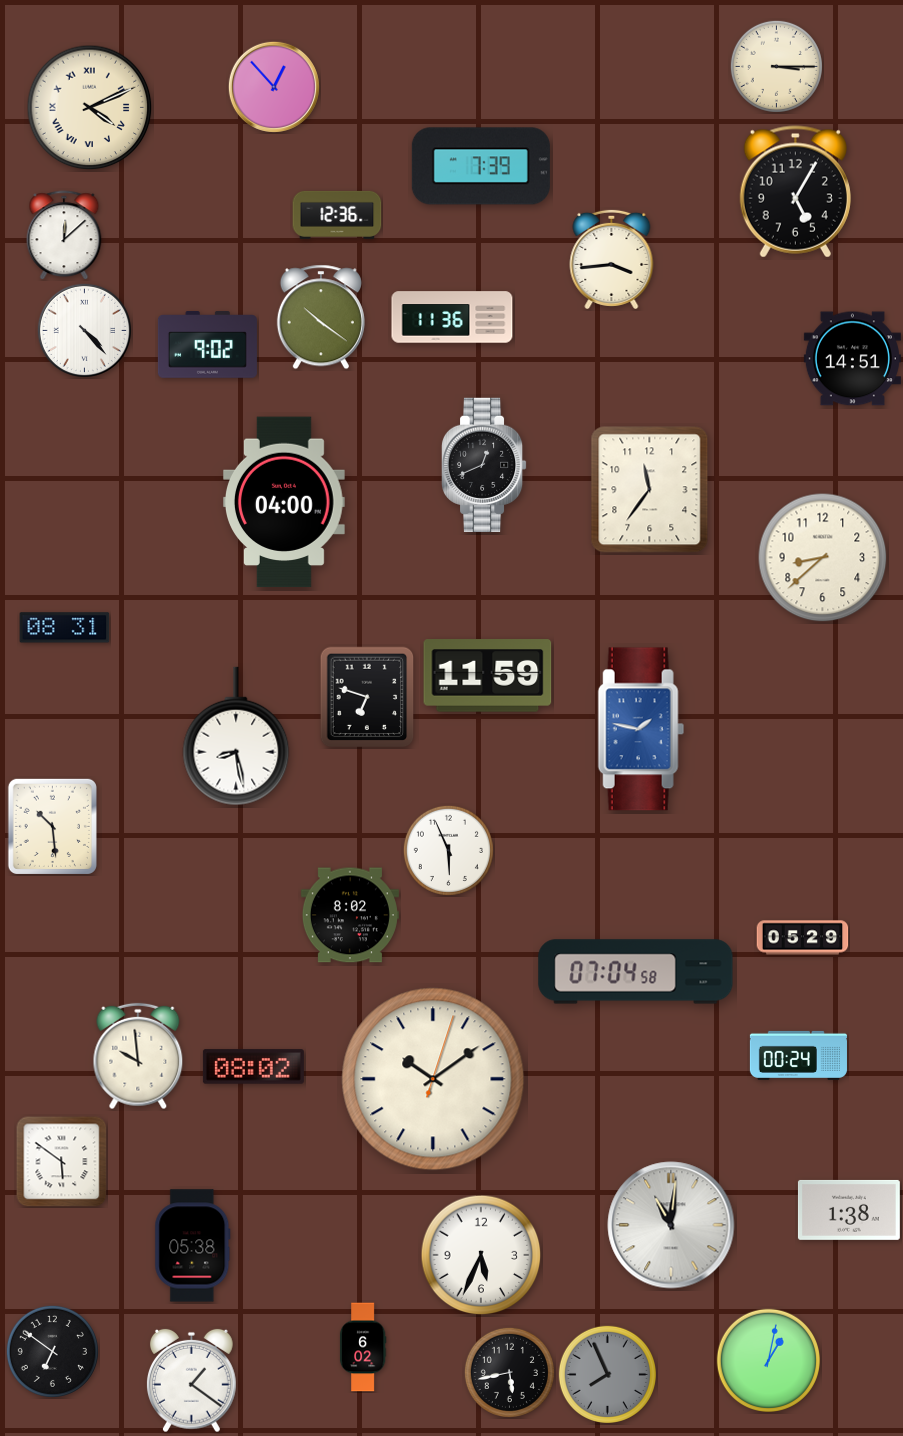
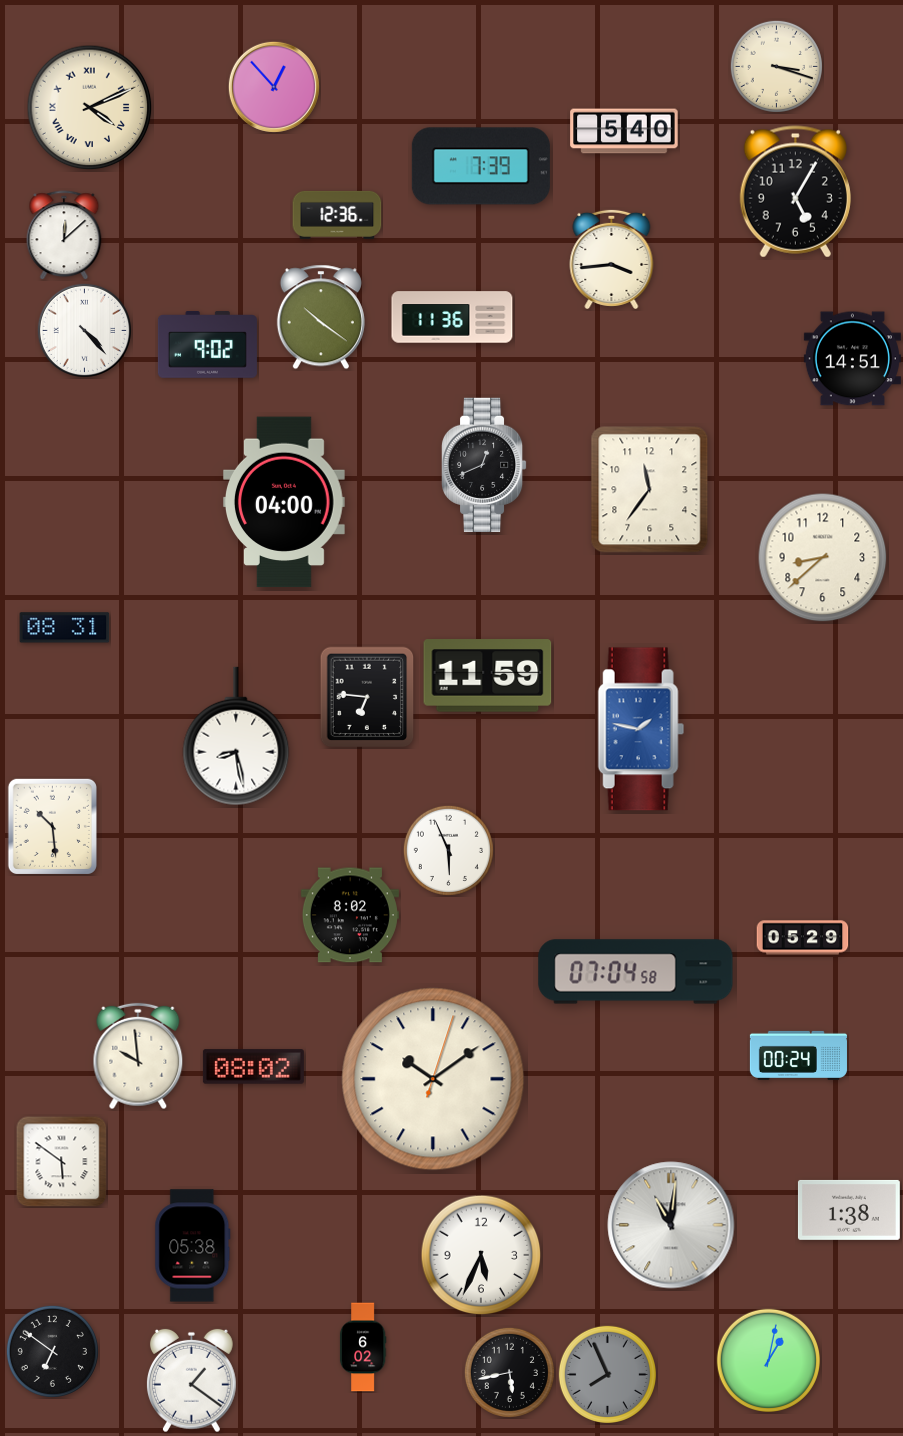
clock at (776, 66): 3:15 -> 3:18
clock at (624, 131): none -> 5:40
clock at (367, 697): 6:48 -> 6:46
